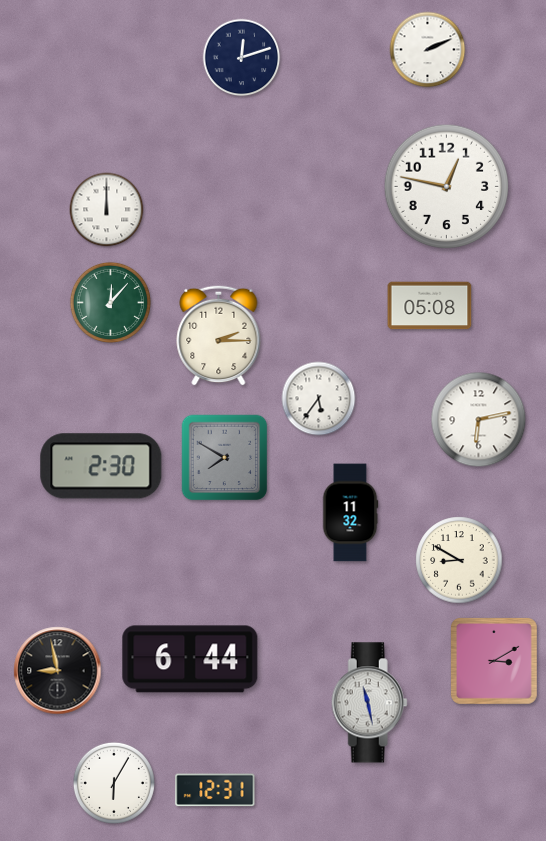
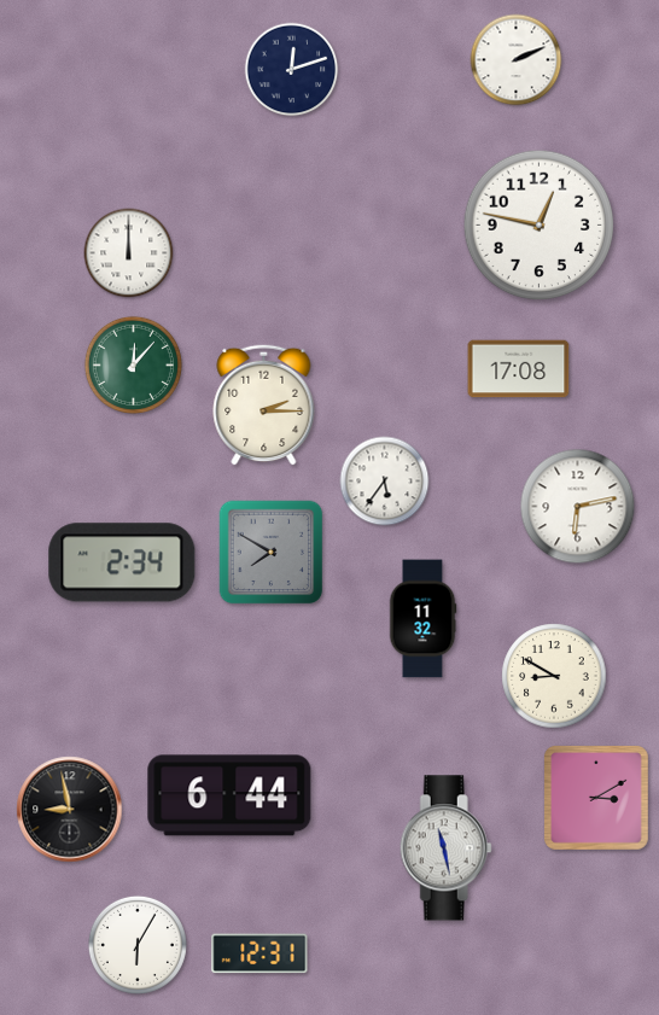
clock at (430, 306): 05:08 -> 17:08
clock at (101, 466): 2:30 -> 2:34
